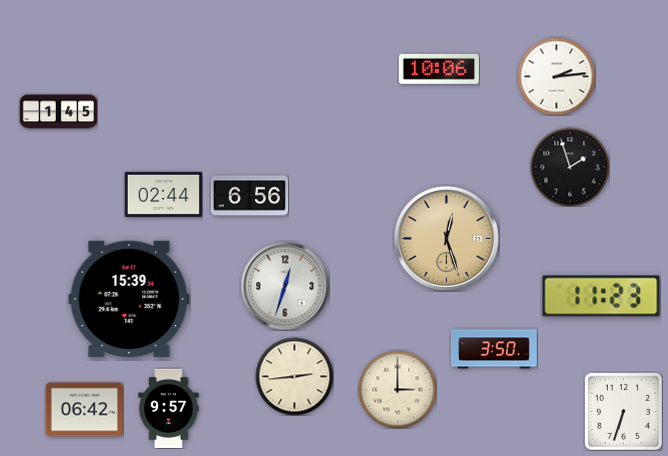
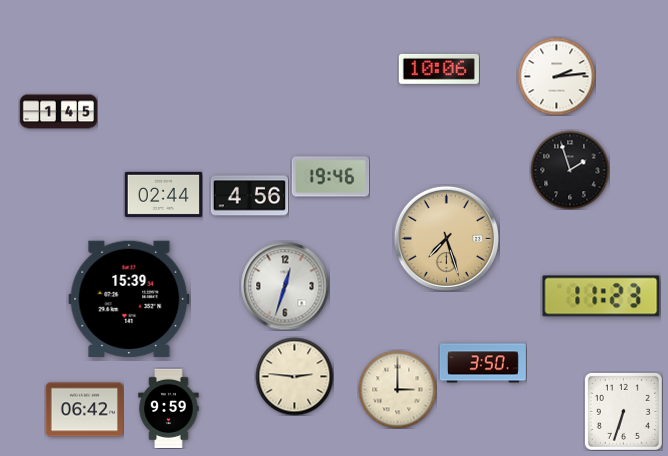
clock at (570, 167) position: (570, 167) -> (570, 170)
clock at (330, 177): none -> 19:46
clock at (249, 196): 6:56 -> 4:56
clock at (446, 238): 12:27 -> 7:27
clock at (494, 349) position: (494, 349) -> (483, 363)
clock at (294, 376): 2:44 -> 2:46
clock at (169, 408): 9:57 -> 9:59
